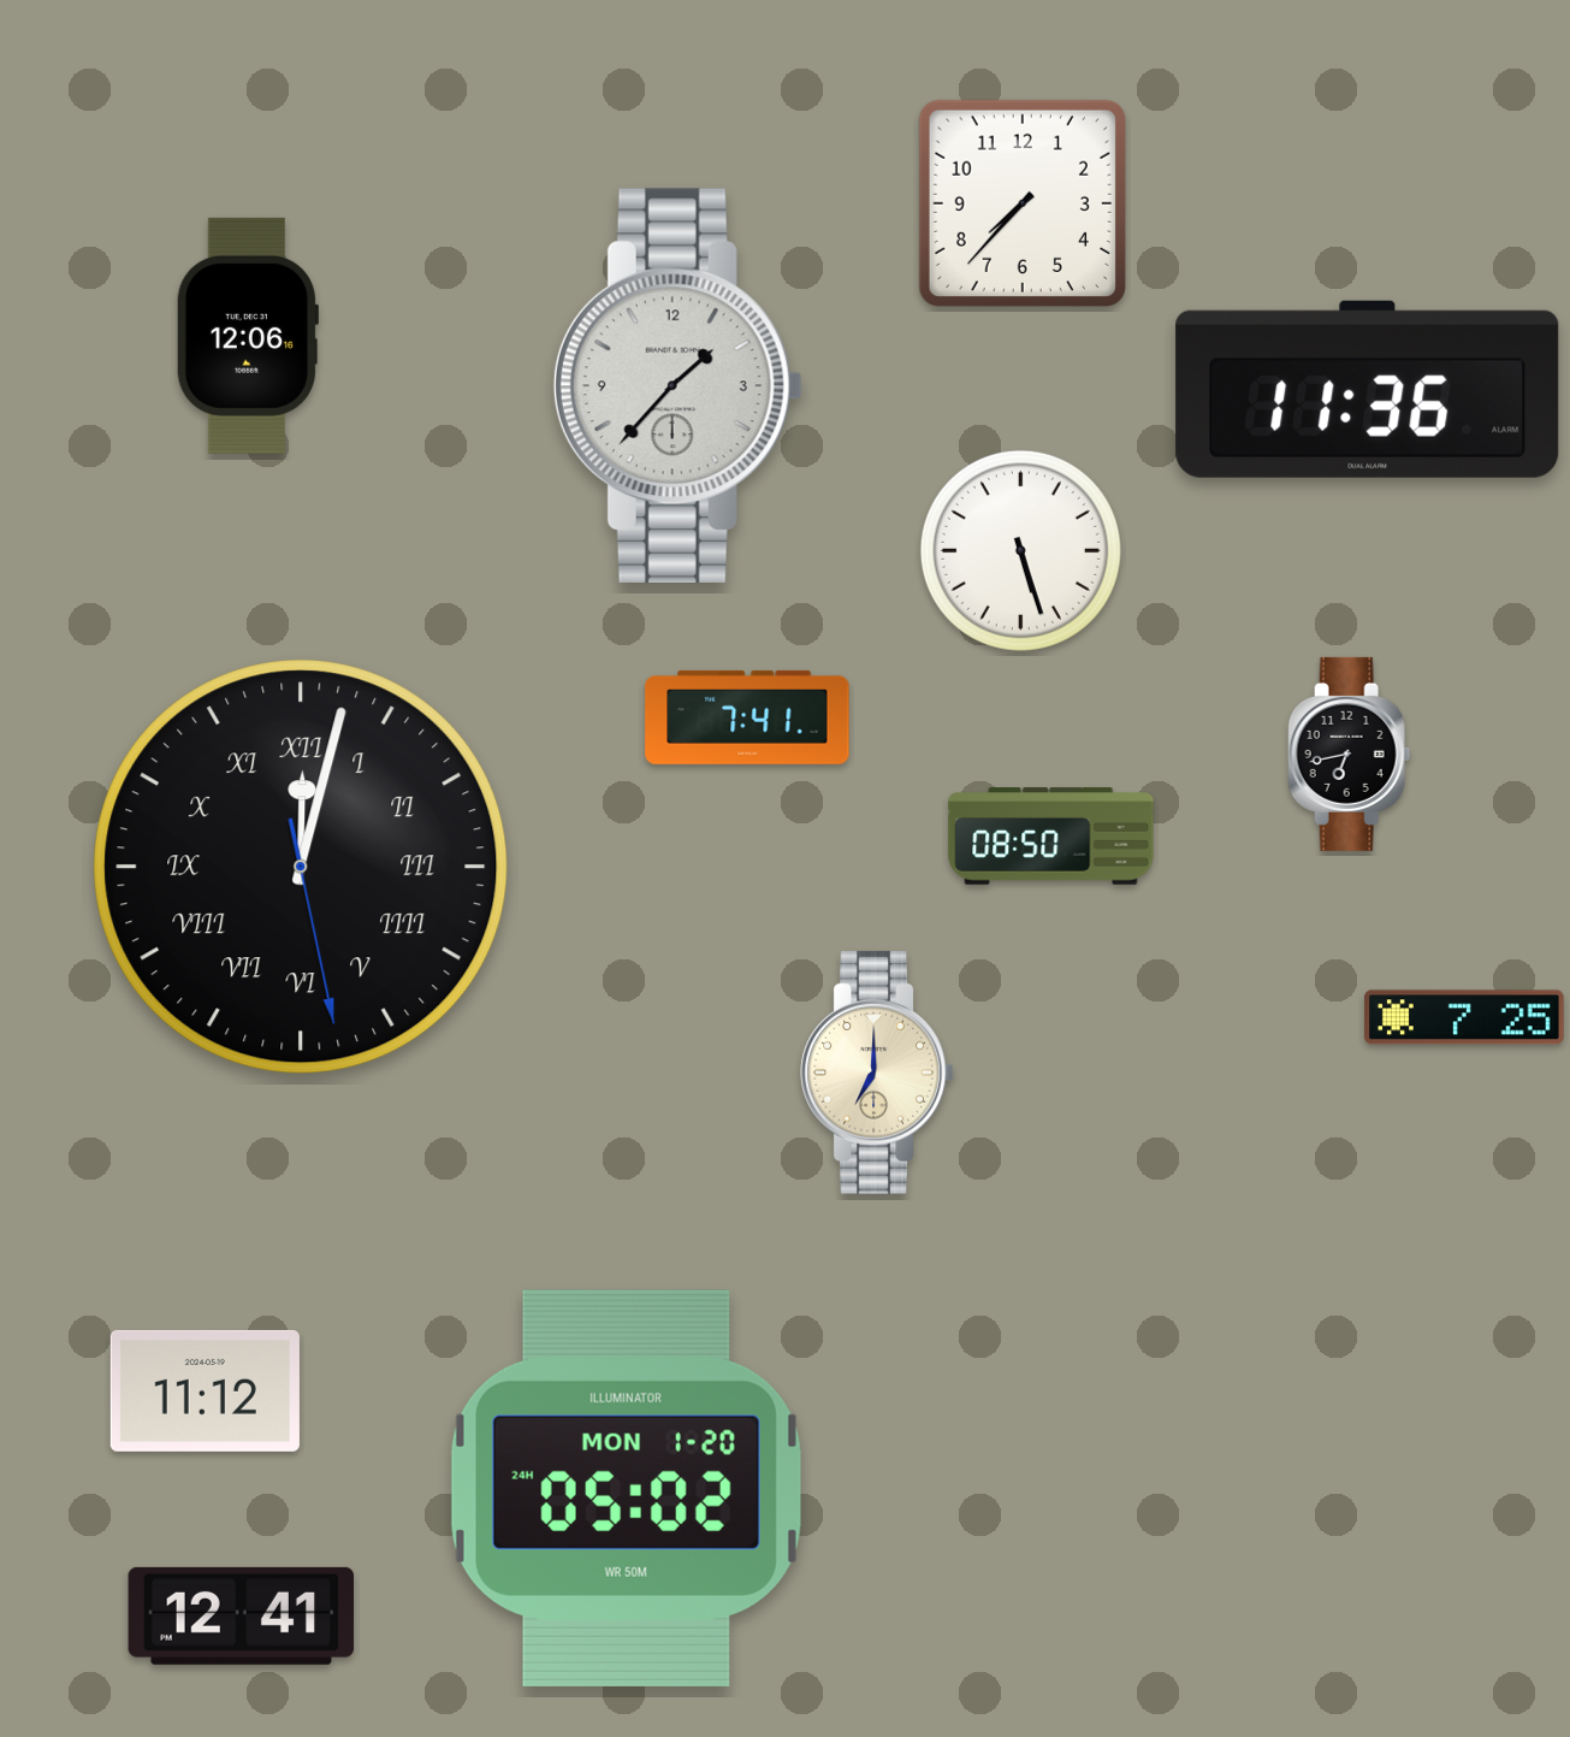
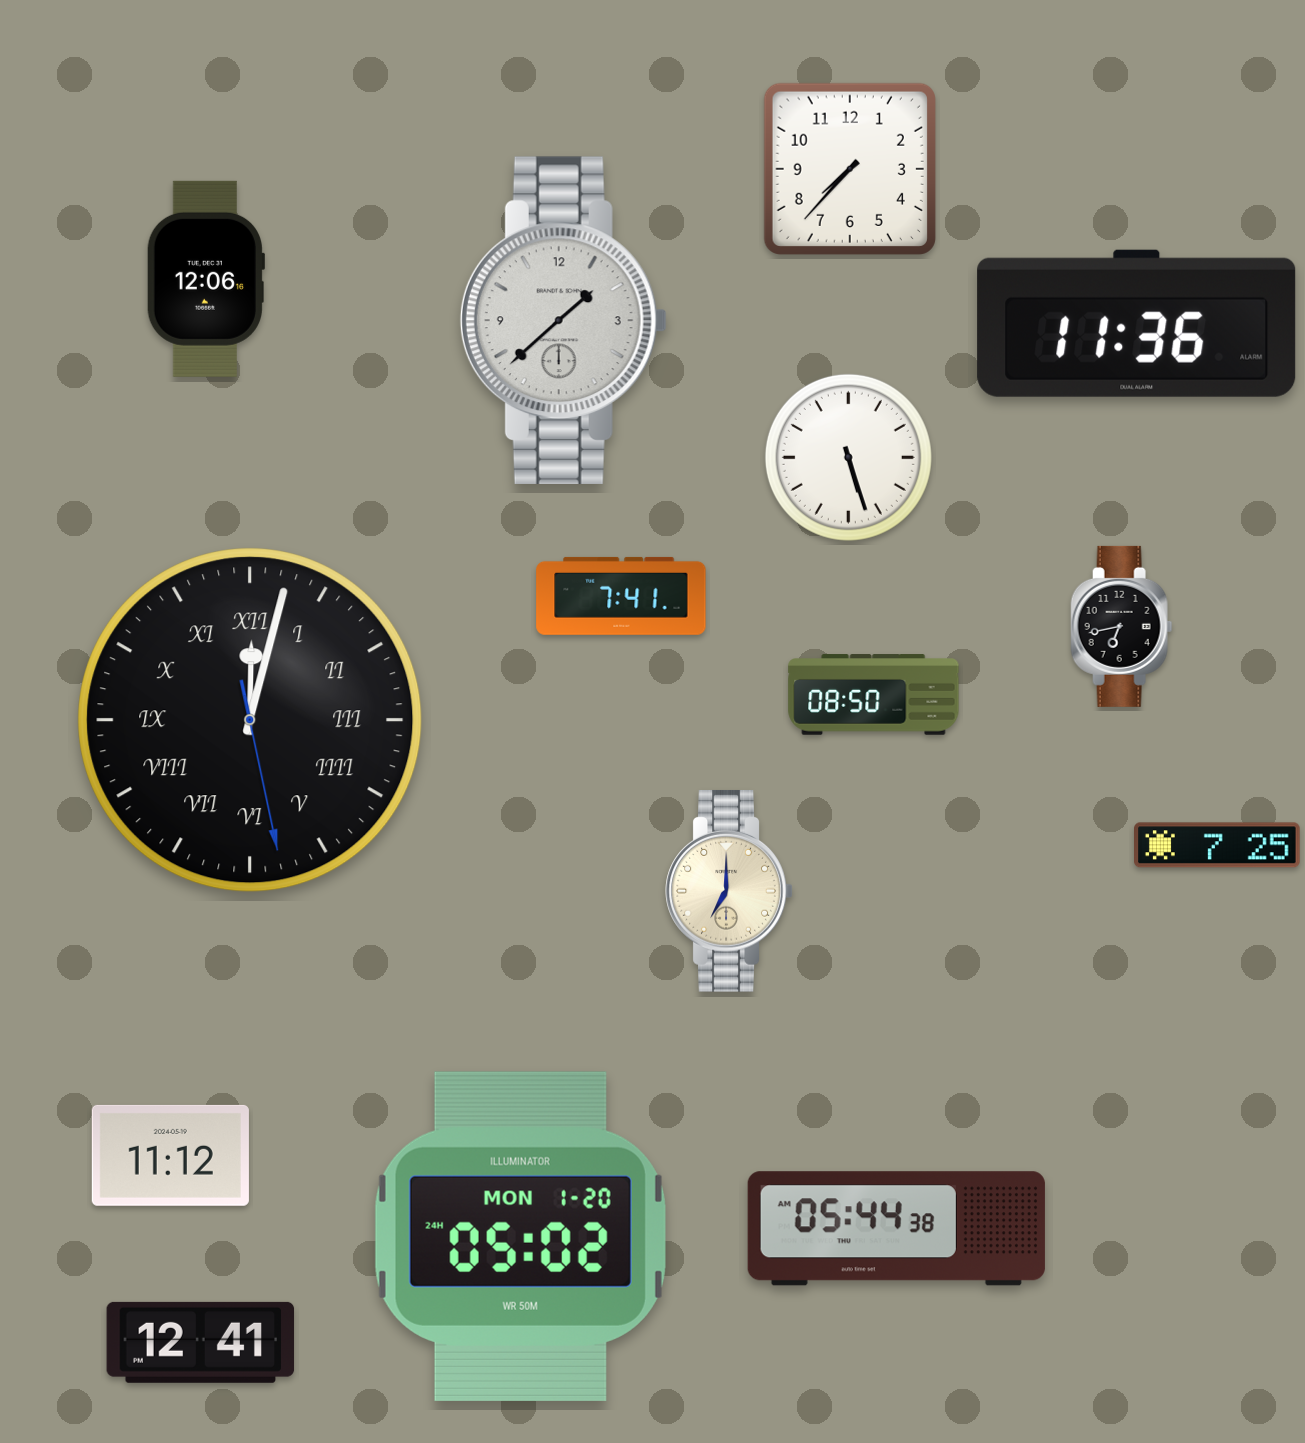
clock at (677, 385): 1:37 -> 1:38
clock at (896, 1229): none -> 05:44
